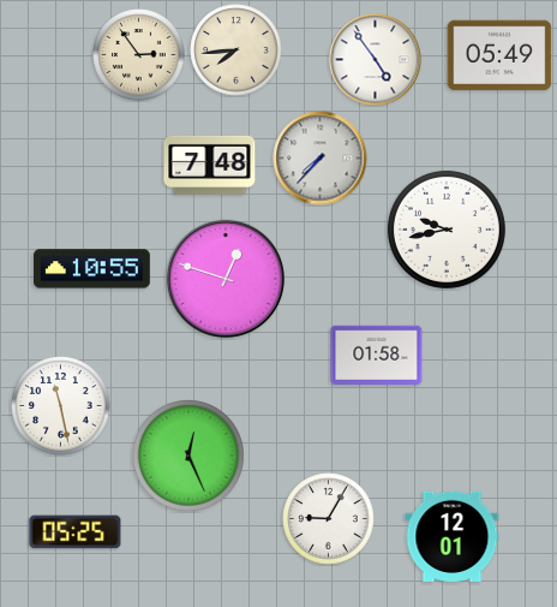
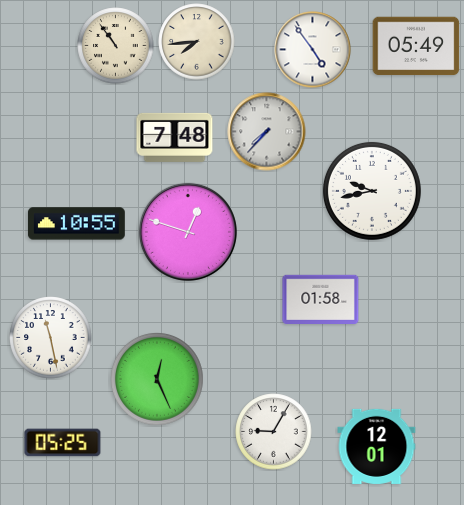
clock at (139, 55): 2:54 -> 10:54
clock at (377, 355) position: (377, 355) -> (321, 299)
